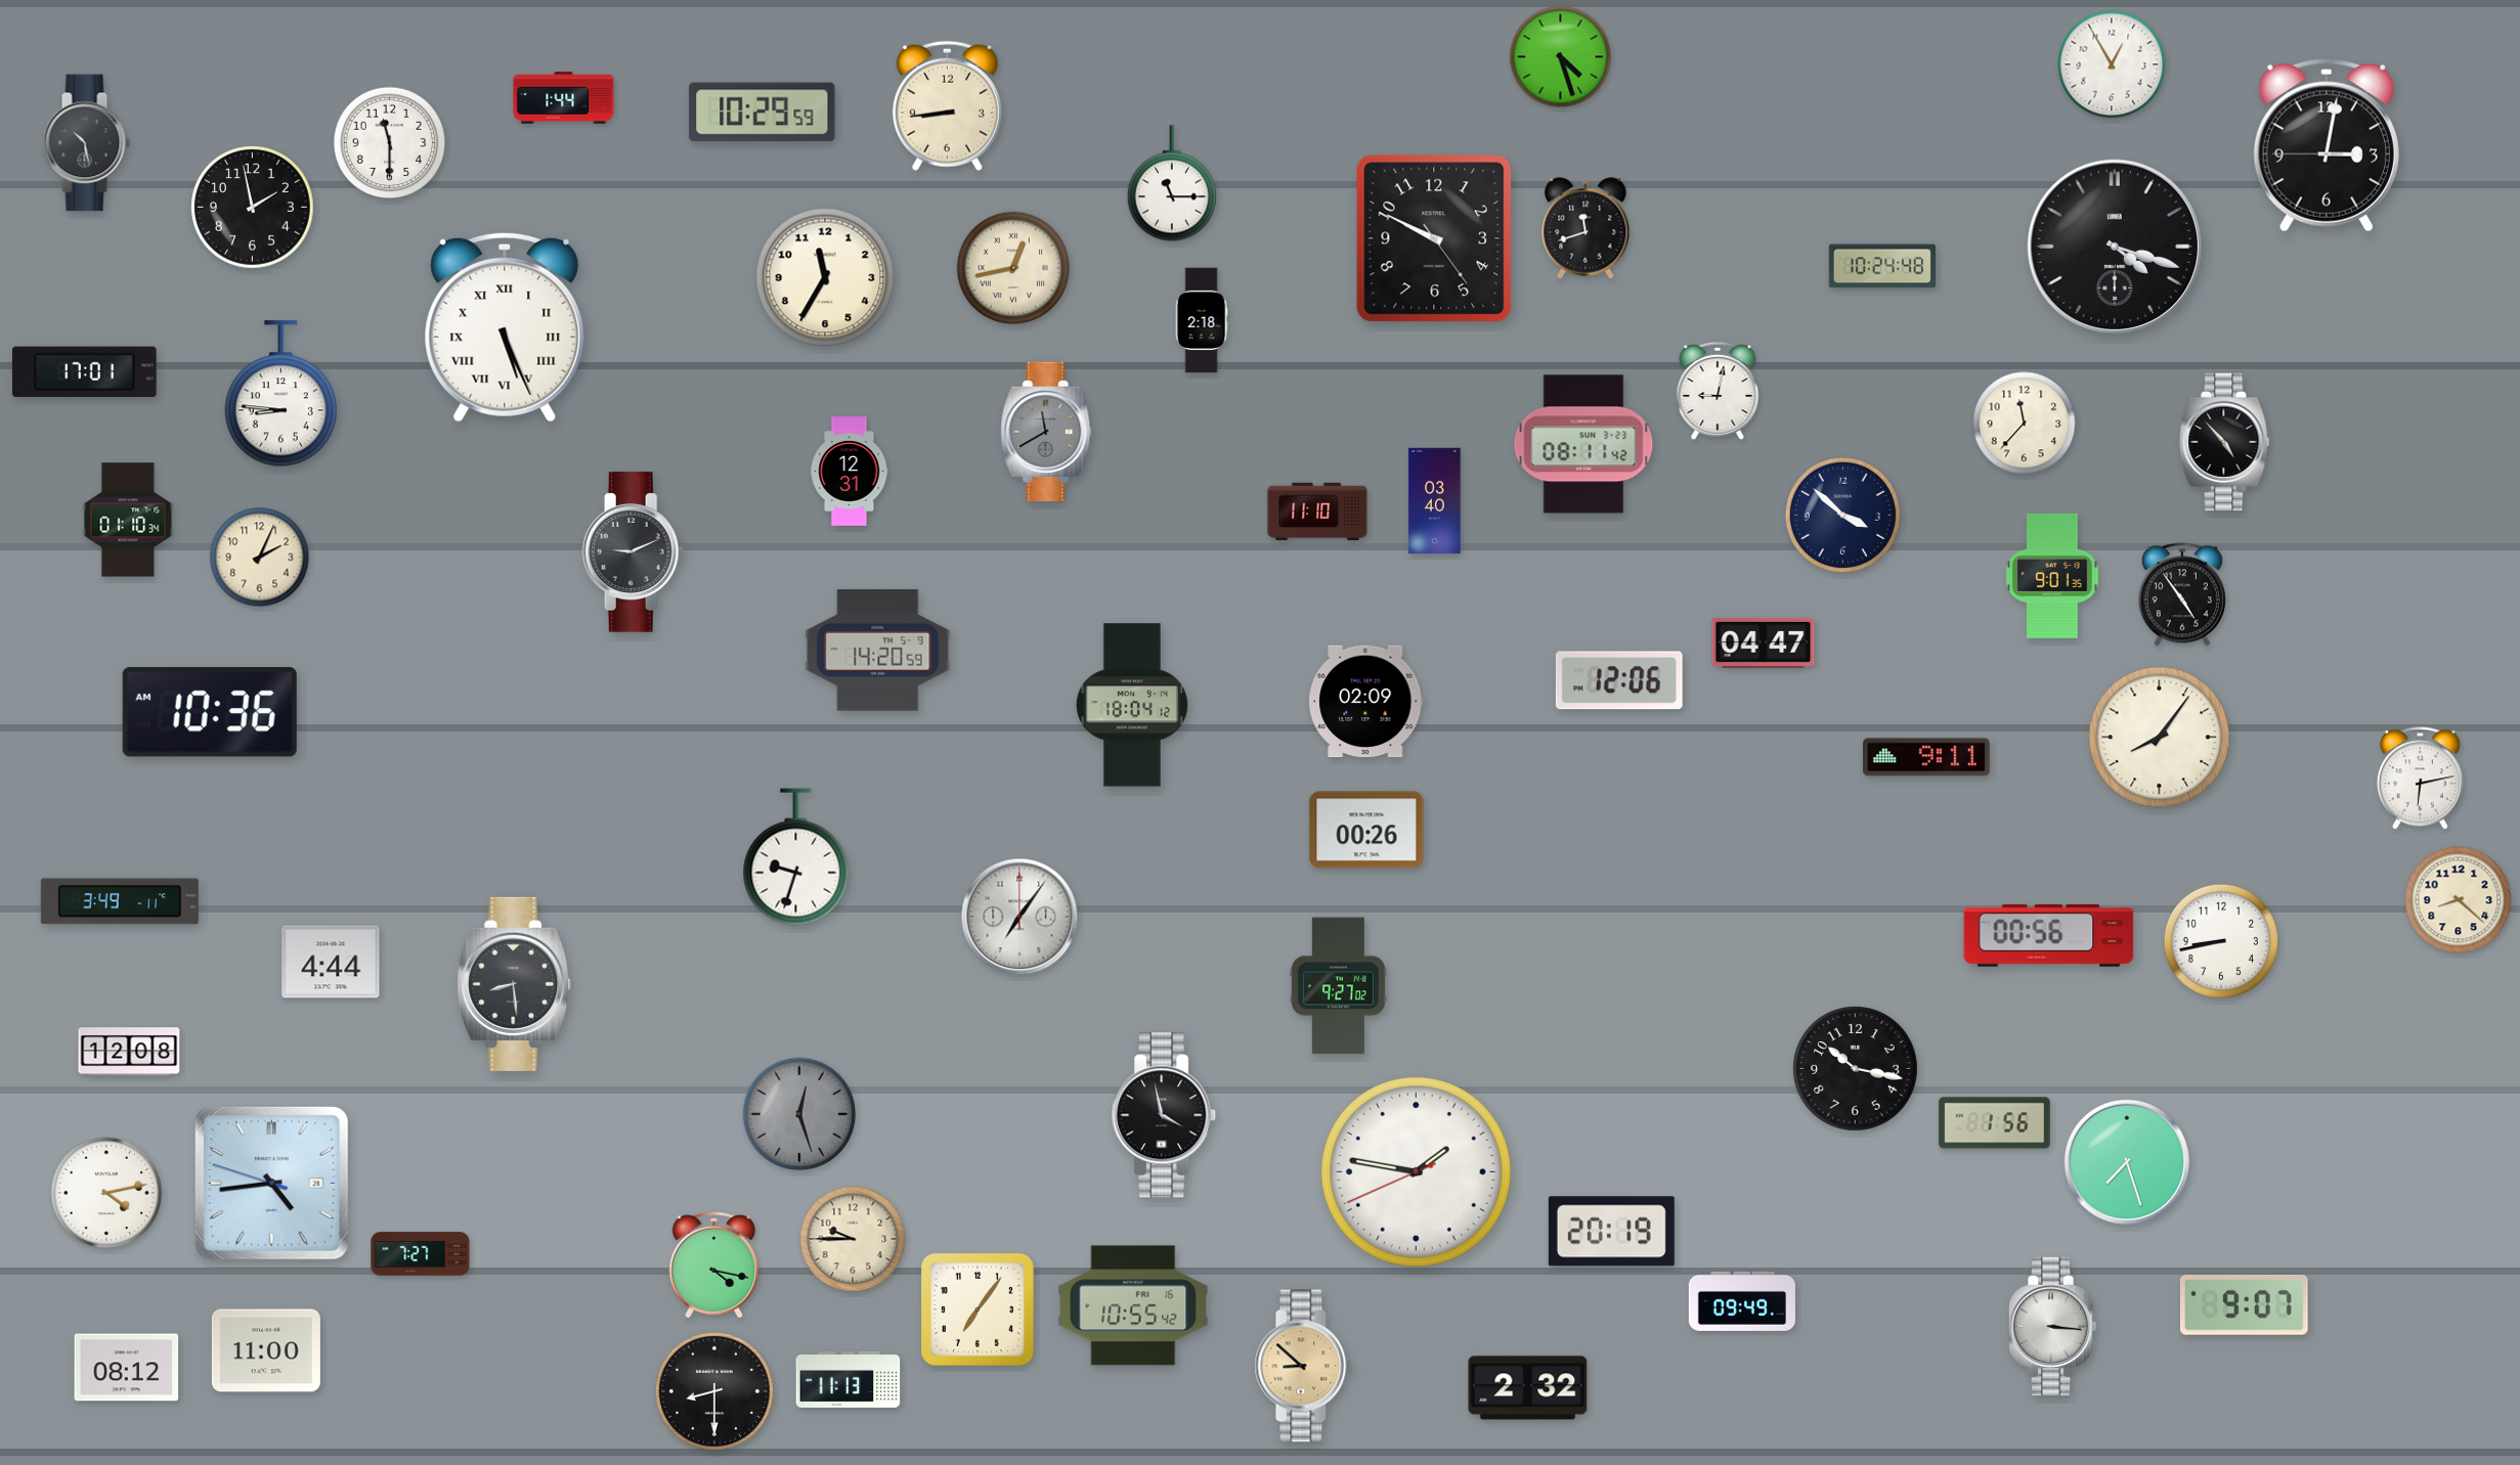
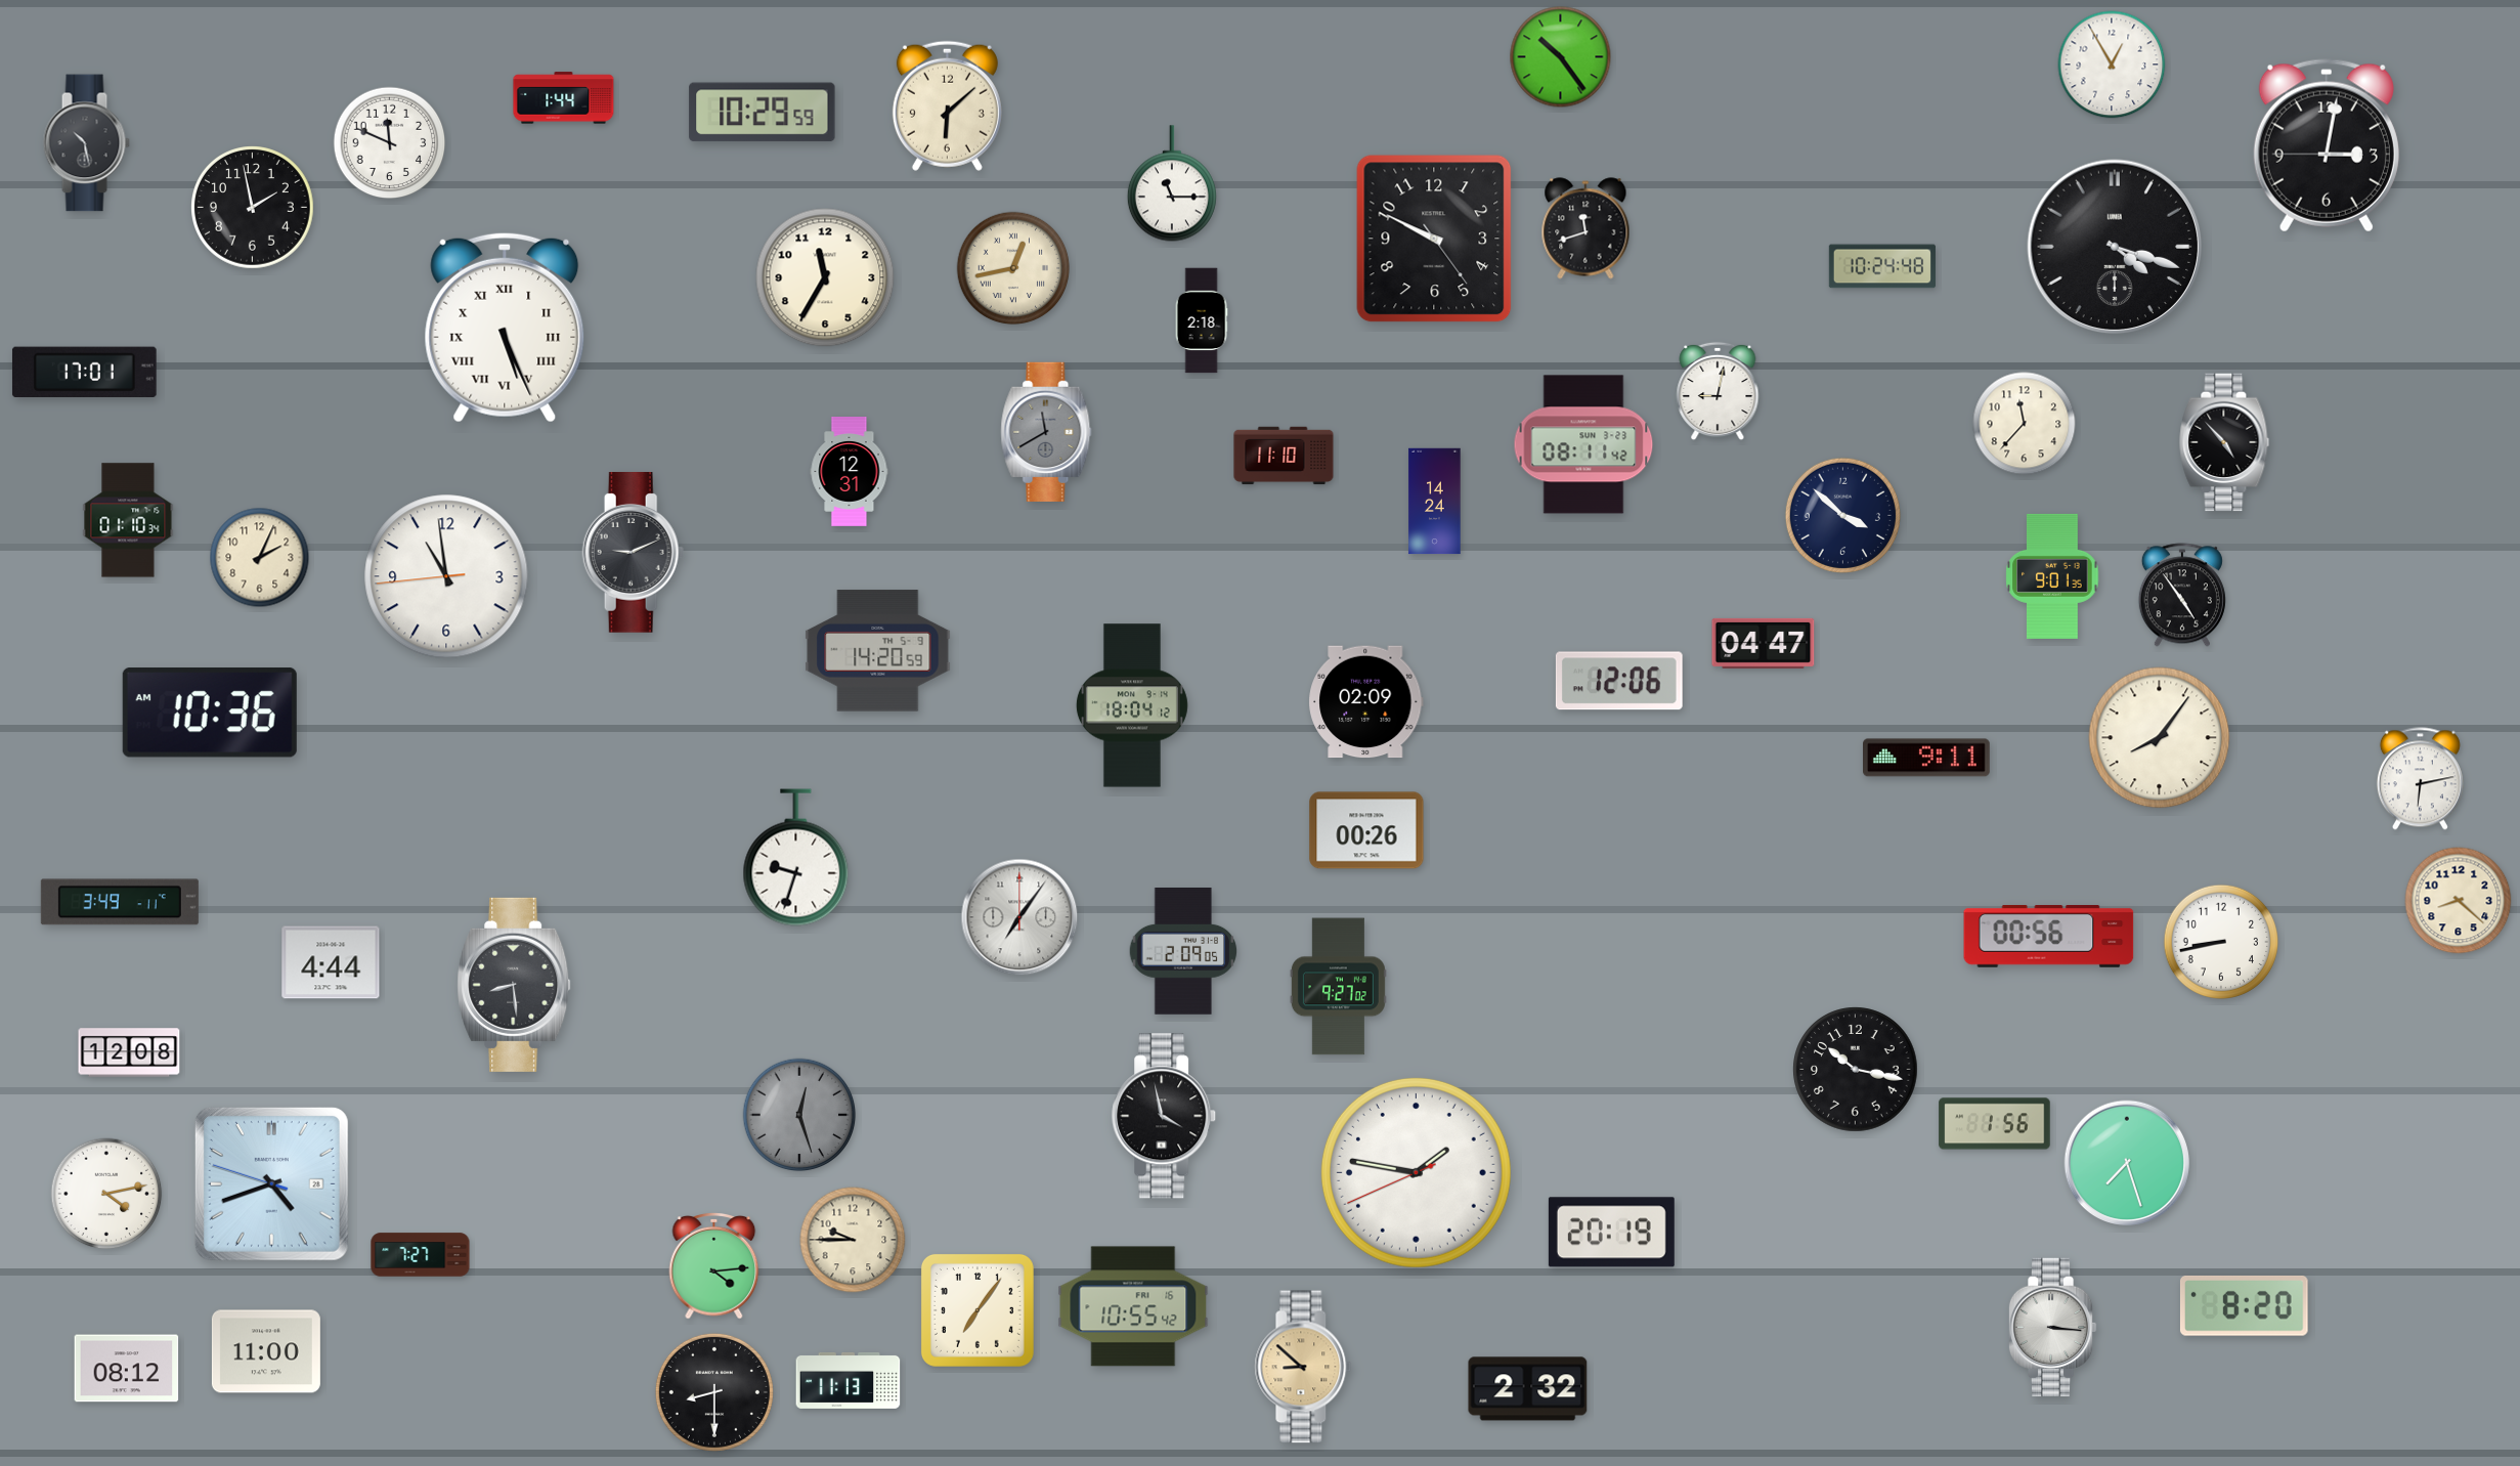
clock at (1561, 57): 4:27 -> 10:24
clock at (947, 105): 8:44 -> 6:08
clock at (390, 143): 11:30 -> 11:49
clock at (280, 394): 8:46 -> none
clock at (1435, 501): 03:40 -> 14:24
clock at (1317, 512) position: (1317, 512) -> (1284, 456)
clock at (446, 576): none -> 10:58
clock at (1183, 952): none -> 2:09
clock at (271, 1183): 4:43 -> 4:41
clock at (714, 1264): 4:17 -> 4:14
clock at (1742, 1301): 09:49 -> none
clock at (2244, 1304): 9:07 -> 8:20
